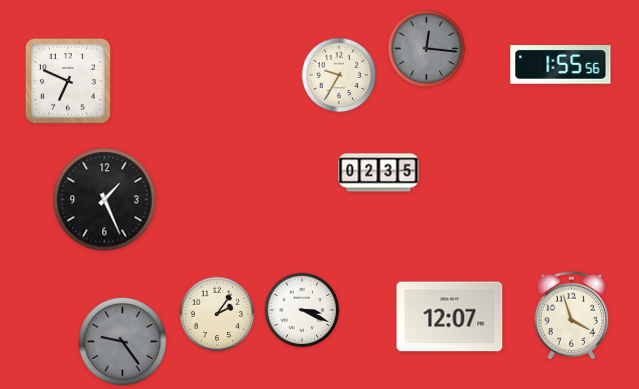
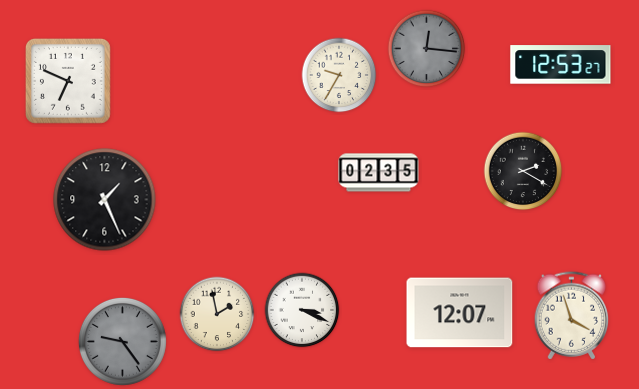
clock at (561, 65): 1:55 -> 12:53
clock at (523, 171): none -> 2:20
clock at (217, 314): 2:06 -> 1:58
clock at (450, 317) position: (450, 317) -> (460, 313)
